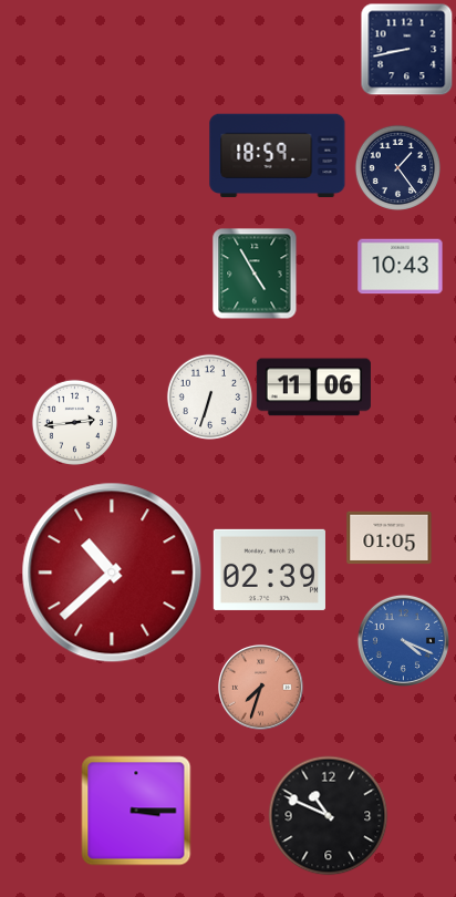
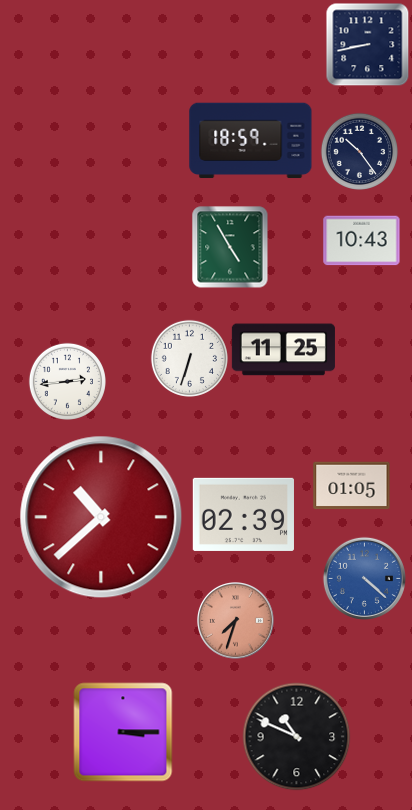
clock at (397, 167): 1:24 -> 10:24
clock at (313, 388): 11:06 -> 11:25
clock at (403, 640): 4:19 -> 4:22
